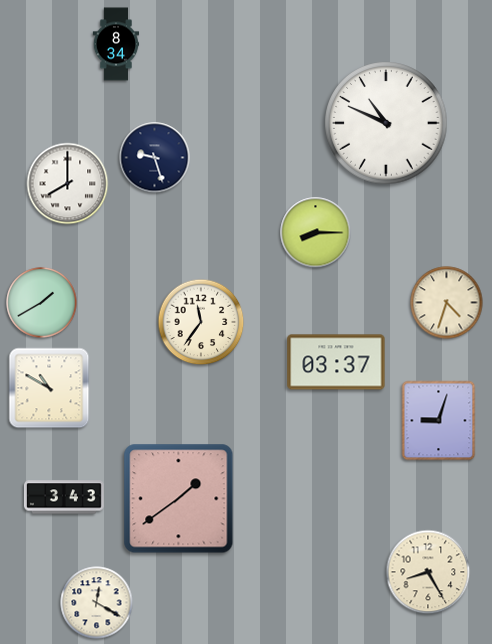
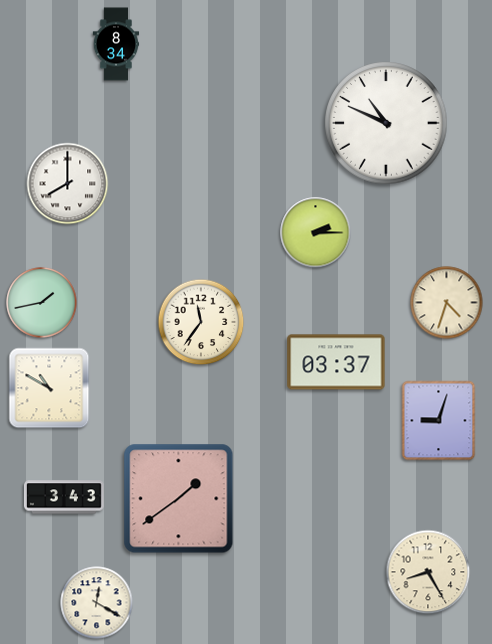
clock at (155, 158): 9:27 -> none
clock at (316, 233): 8:15 -> 2:15
clock at (42, 303): 1:40 -> 1:43
